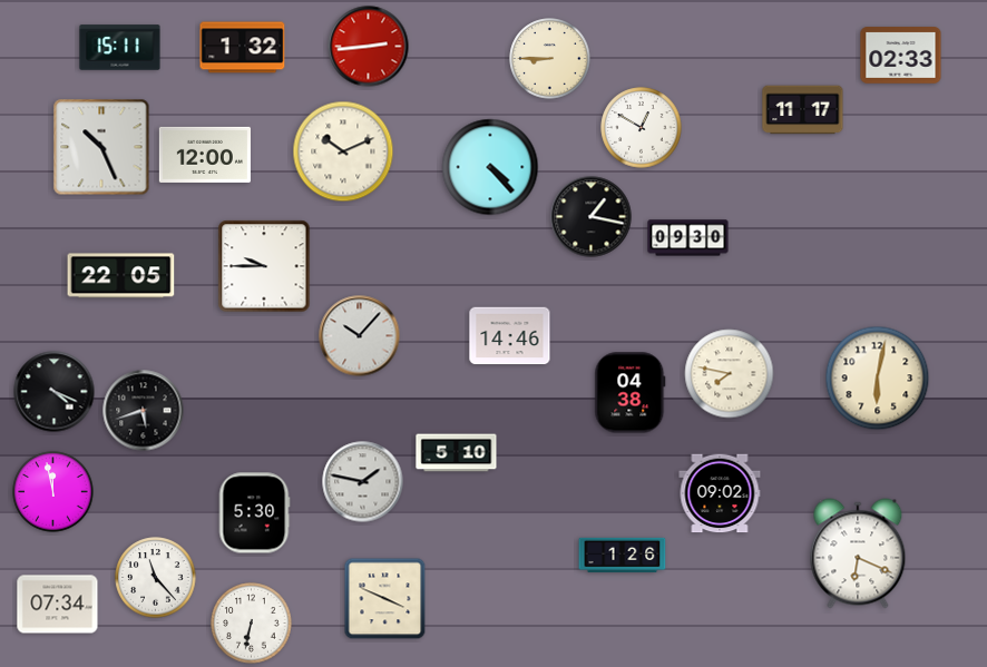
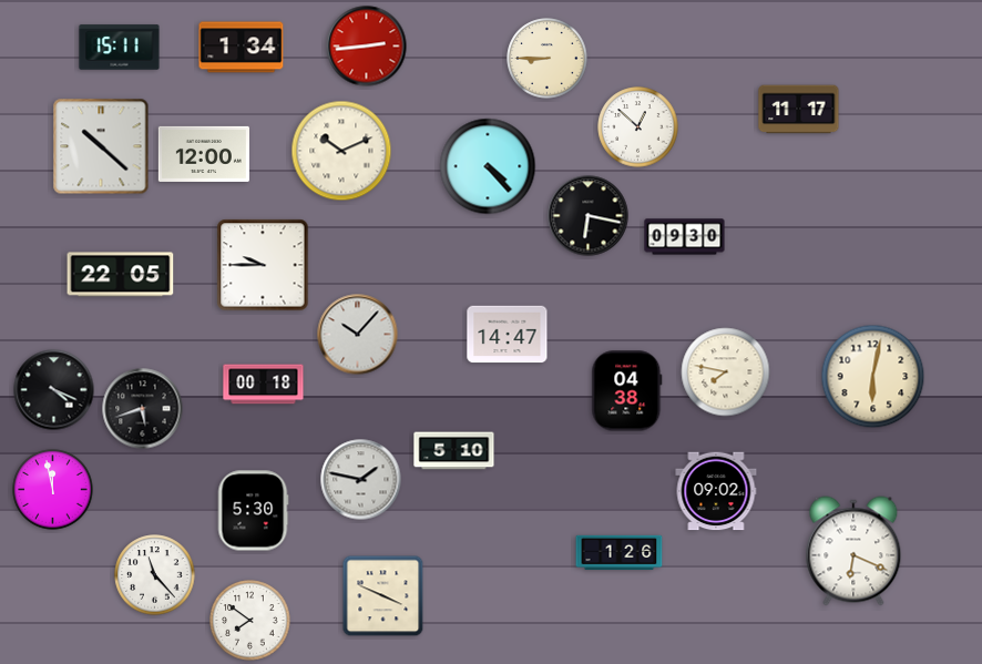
clock at (243, 48): 1:32 -> 1:34
clock at (901, 56): 02:33 -> none
clock at (642, 128): 12:50 -> 12:52
clock at (101, 147): 10:26 -> 10:22
clock at (592, 217): 1:17 -> 6:17
clock at (510, 336): 14:46 -> 14:47
clock at (264, 385): none -> 00:18
clock at (58, 605): 07:34 -> none
clock at (252, 624): 6:32 -> 7:51
